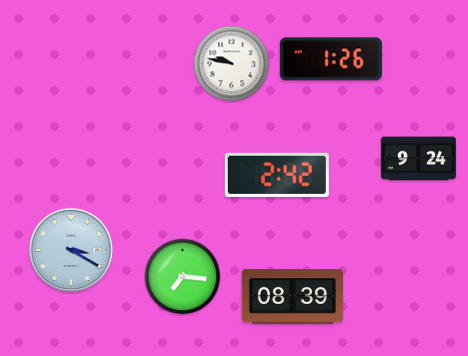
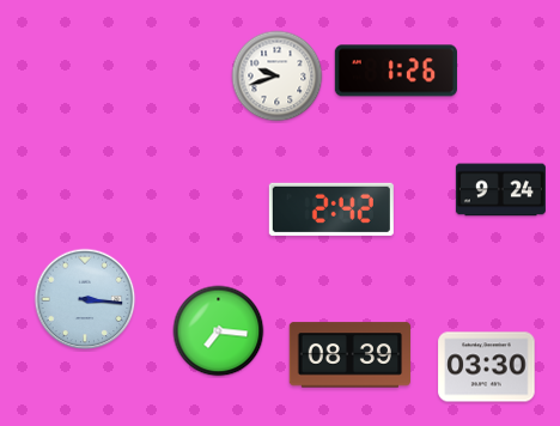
clock at (232, 64): 9:47 -> 9:42
clock at (71, 250): 3:20 -> 3:16
clock at (487, 367): none -> 03:30
